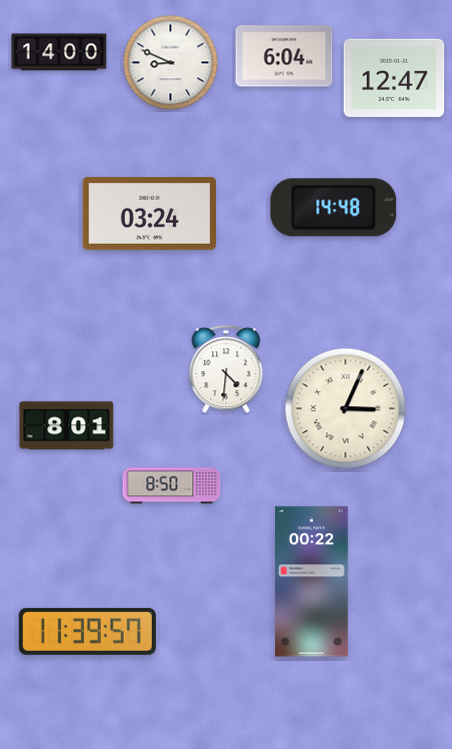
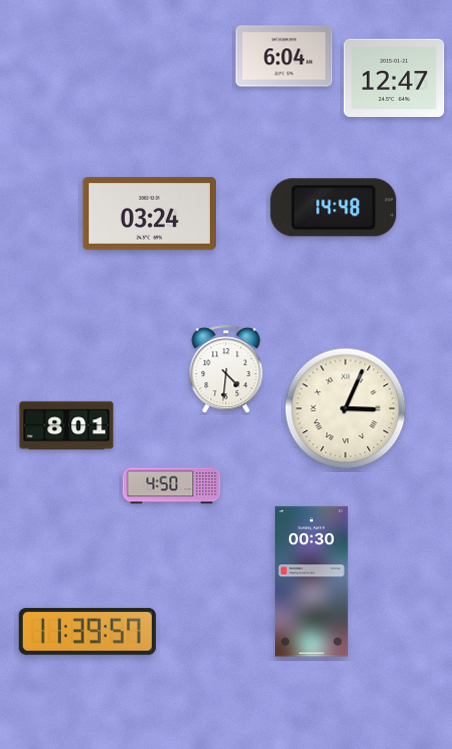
clock at (59, 52): 14:00 -> none
clock at (171, 63): 8:49 -> none
clock at (172, 486): 8:50 -> 4:50
clock at (311, 582): 00:22 -> 00:30
